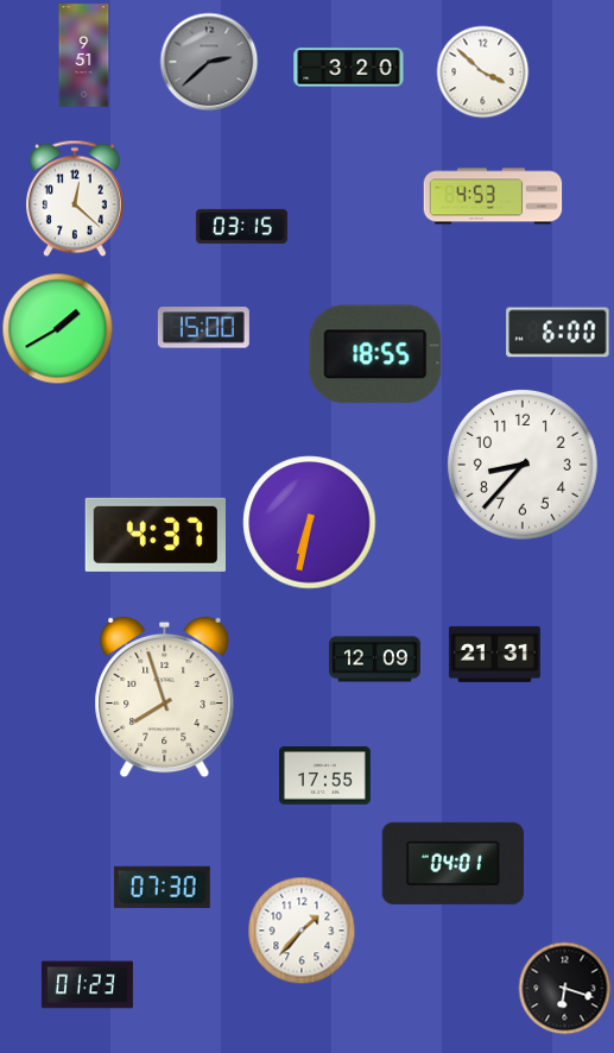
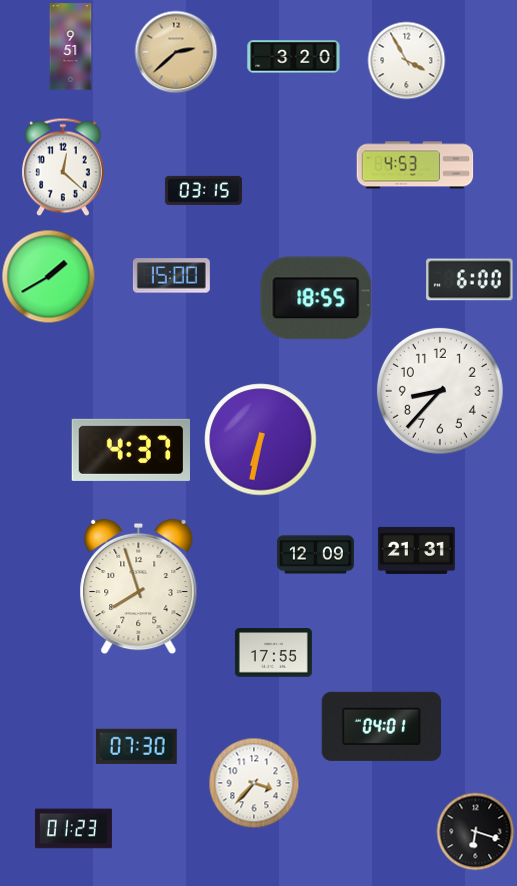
clock at (209, 62) dial: grey -> champagne
clock at (482, 71): 3:52 -> 3:55
clock at (302, 931): 1:37 -> 3:37
